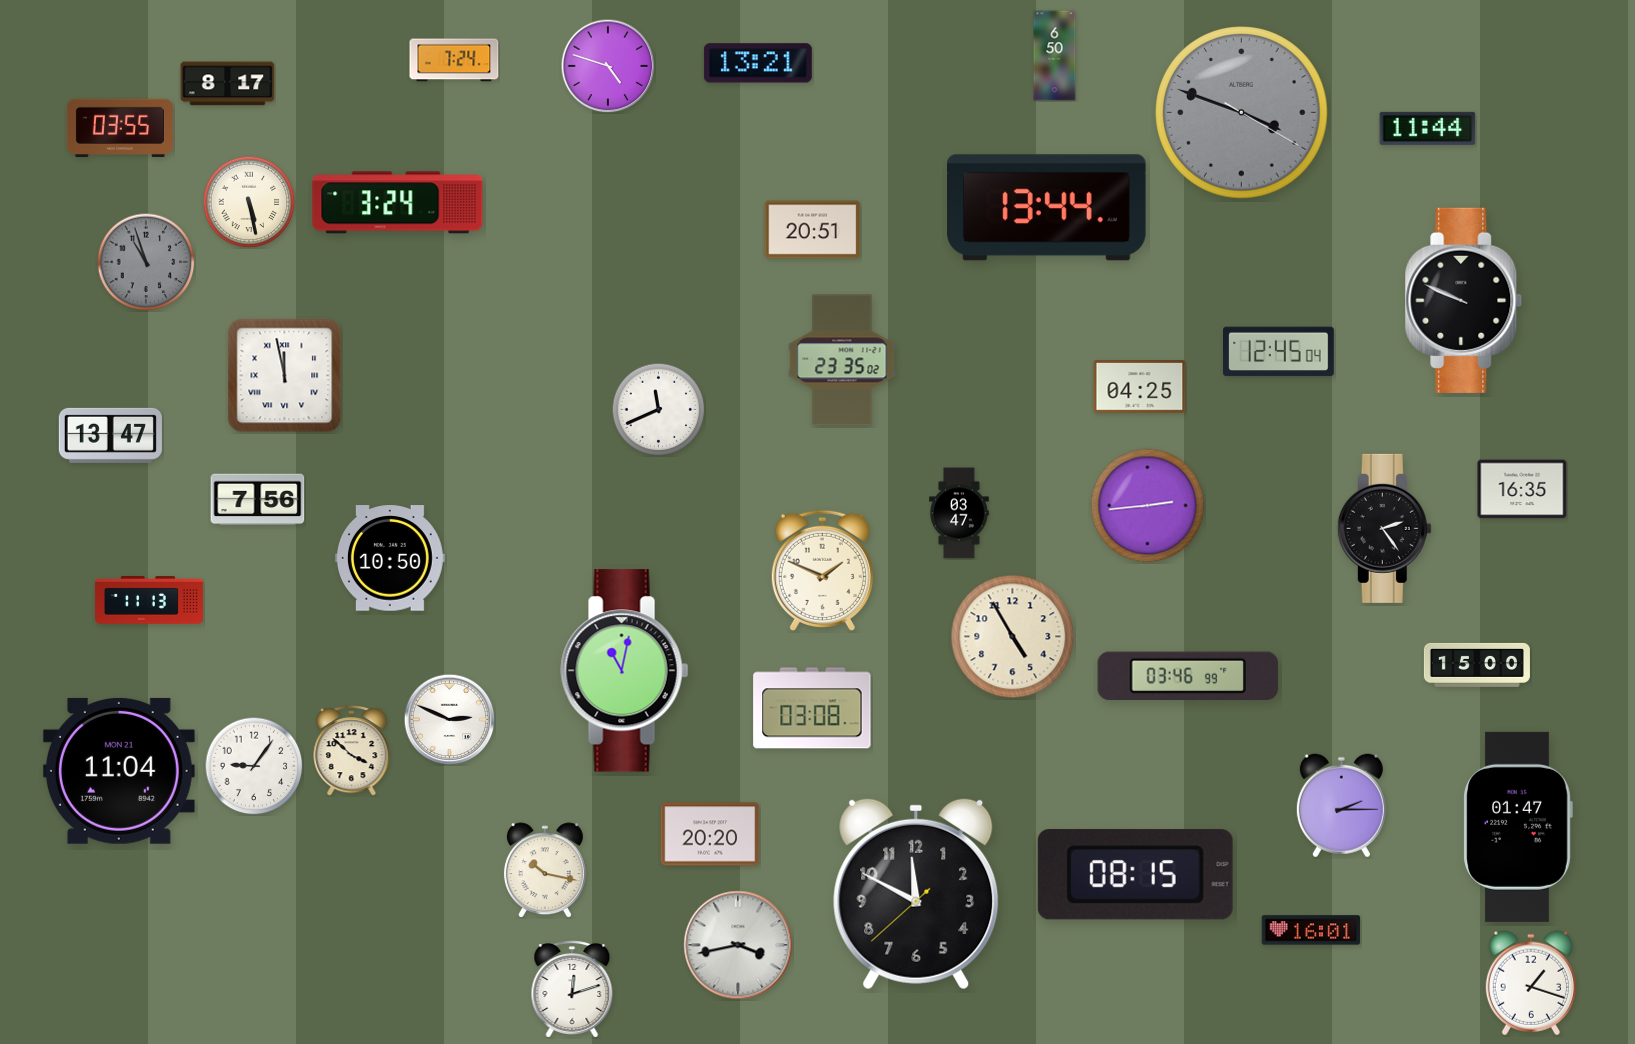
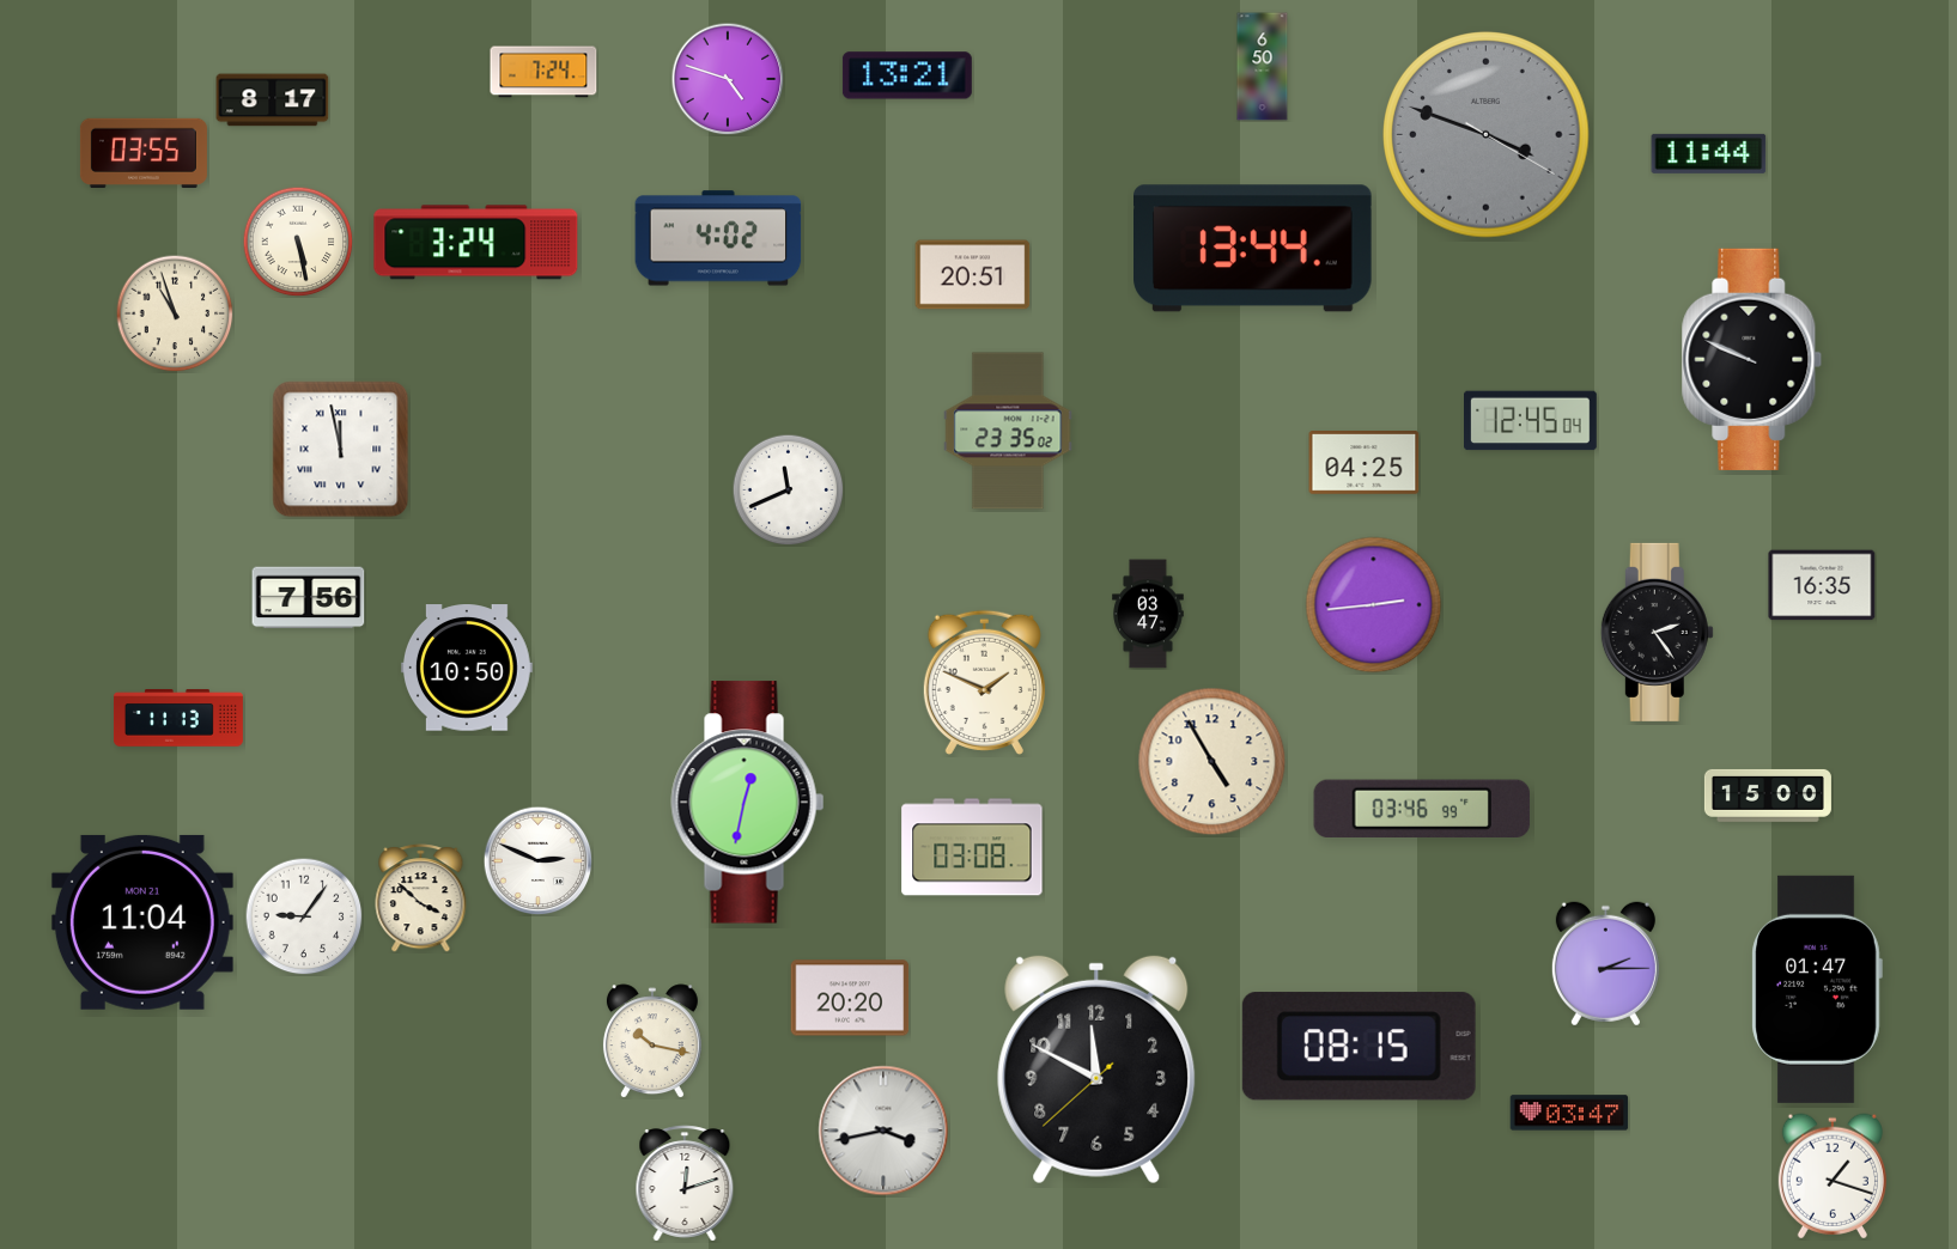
clock at (718, 238): none -> 4:02
clock at (146, 262) dial: grey -> cream
clock at (110, 435): 13:47 -> none
clock at (625, 671): 11:02 -> 12:32
clock at (1311, 930): 16:01 -> 03:47
